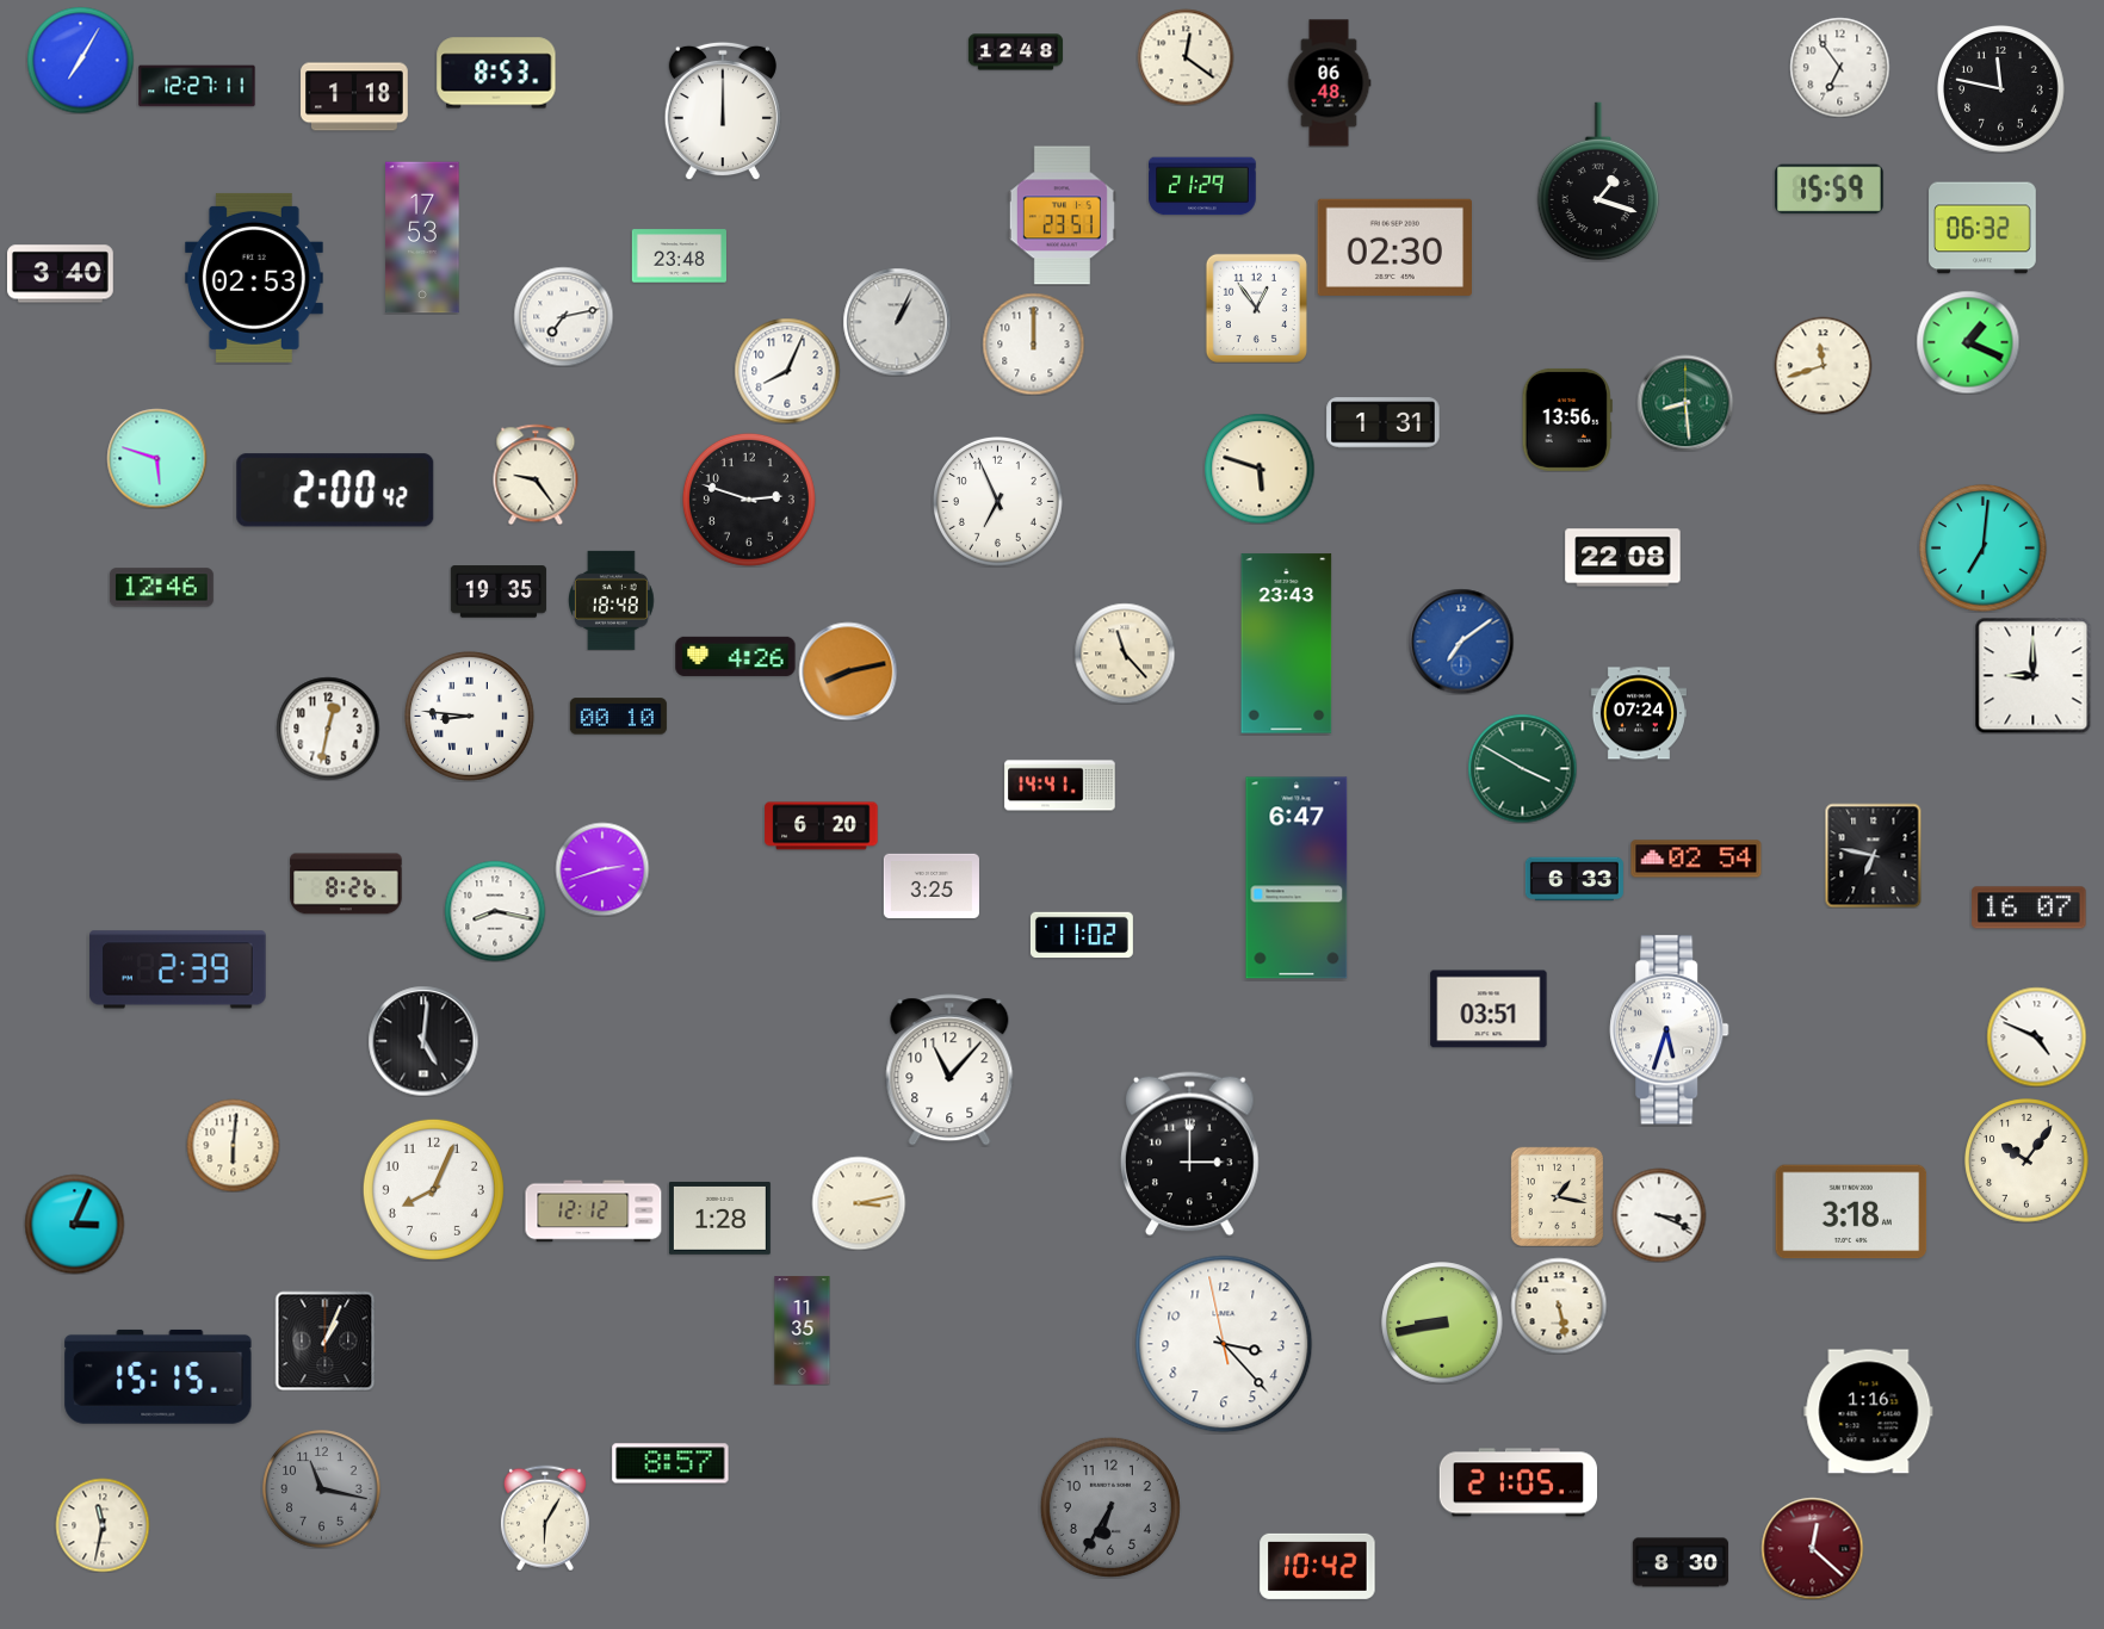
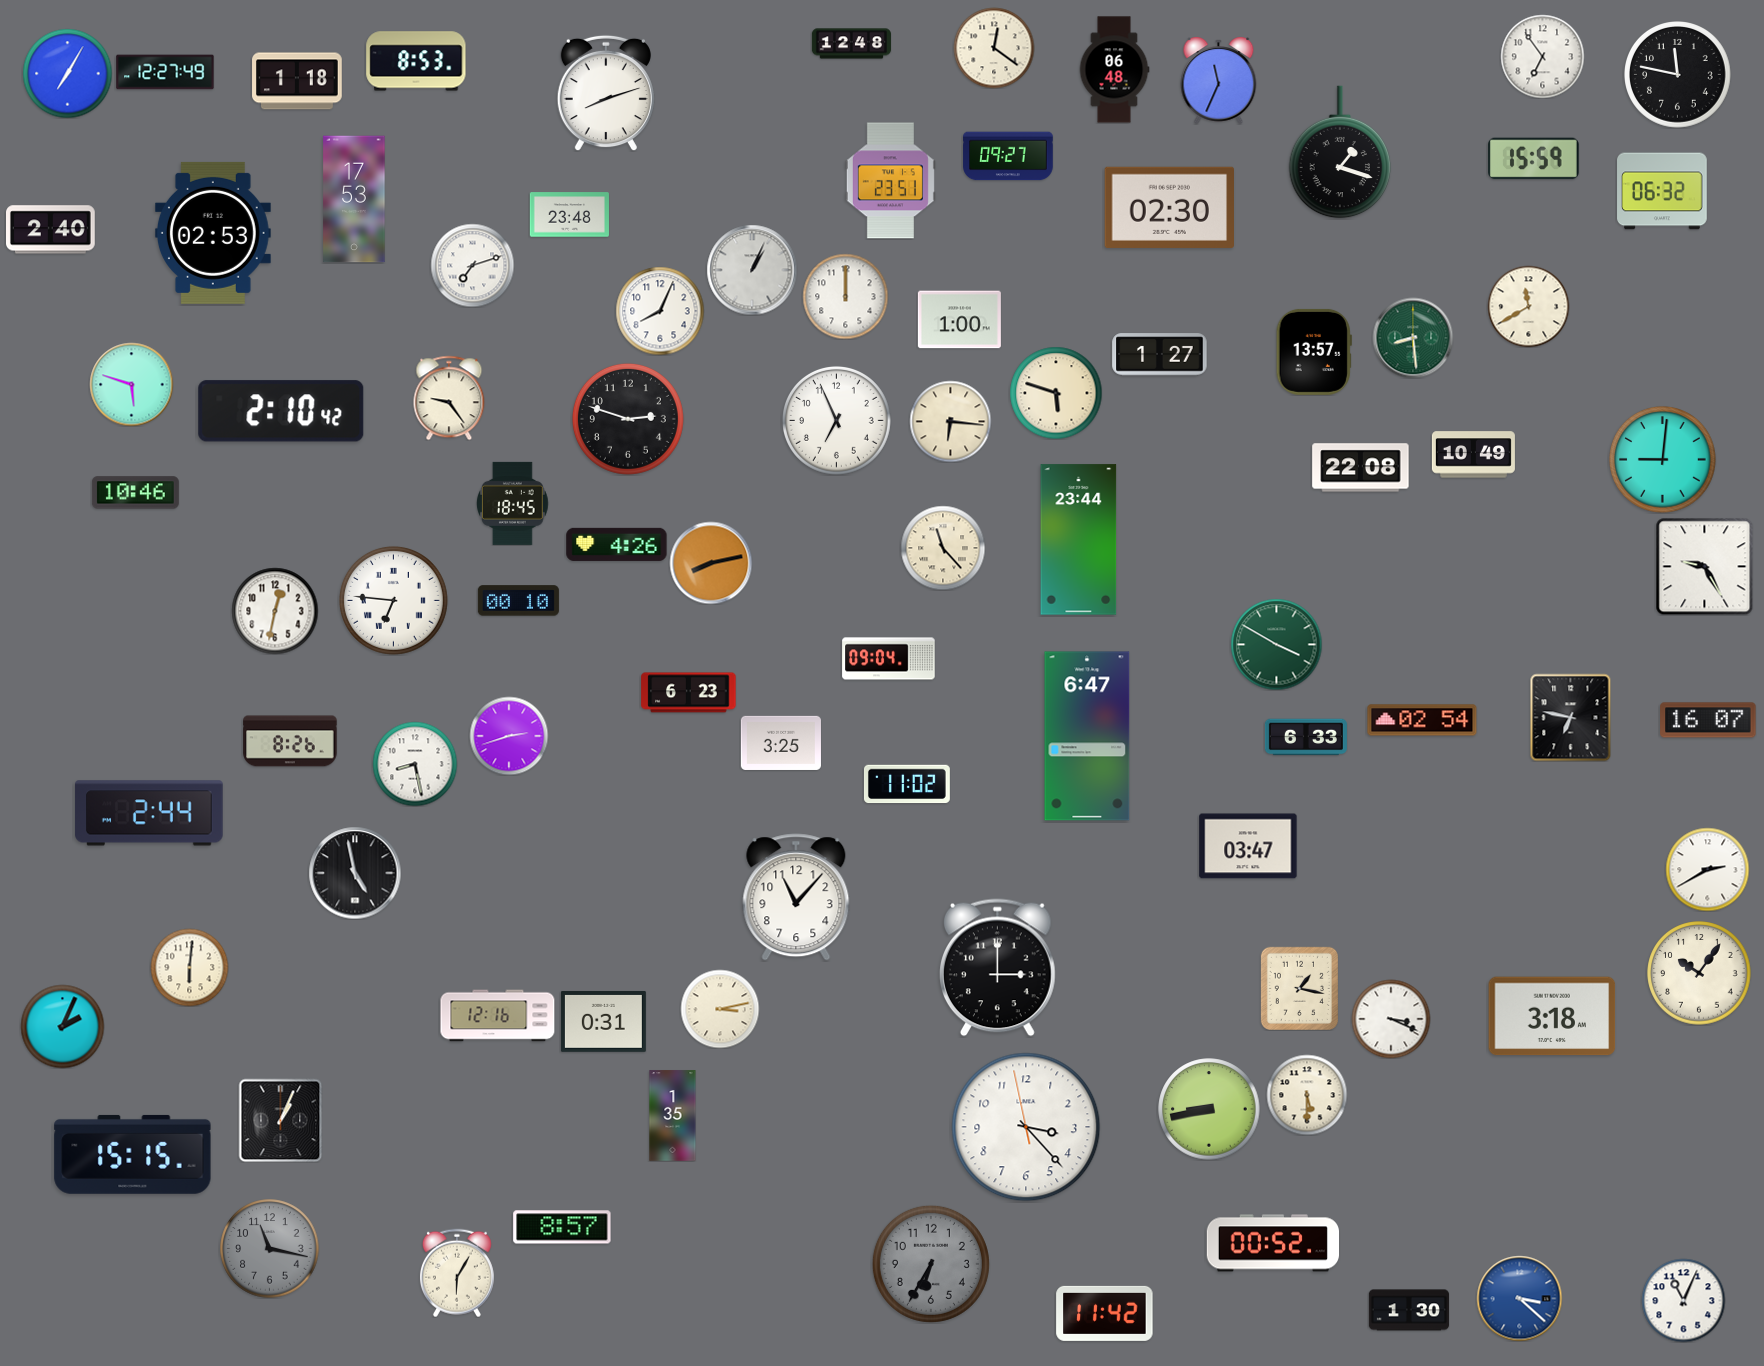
clock at (80, 60) position: (80, 60) -> (67, 73)
clock at (197, 86): 12:27:11 -> 12:27:49
clock at (1219, 80): none -> 11:34
clock at (723, 111): 12:00 -> 8:12
clock at (1202, 186): 21:29 -> 09:27
clock at (61, 274): 3:40 -> 2:40
clock at (1256, 308): 12:54 -> none
clock at (563, 316): 7:13 -> 7:12
clock at (1968, 342): 1:19 -> none
clock at (1033, 343) position: (1033, 343) -> (845, 296)
clock at (1823, 365): 11:42 -> 11:40
clock at (959, 320): none -> 1:00
clock at (1567, 420): 13:56 -> 13:57
clock at (1384, 423): 1:31 -> 1:27
clock at (335, 490): 2:00 -> 2:10
clock at (950, 421): none -> 6:16
clock at (1473, 455): none -> 10:49
clock at (1984, 549): 7:01 -> 9:01
clock at (161, 588): 12:46 -> 10:46
clock at (499, 591): 19:35 -> none
clock at (612, 600): 18:48 -> 18:45
clock at (1461, 642): 7:09 -> none
clock at (1287, 644): 23:43 -> 23:44
clock at (736, 656) position: (736, 656) -> (617, 544)
clock at (2032, 675): 9:00 -> 9:25
clock at (1639, 713): 07:24 -> none
clock at (469, 716): 8:46 -> 6:46
clock at (1060, 786): 14:41 -> 09:04
clock at (822, 826): 6:20 -> 6:23
clock at (602, 869) position: (602, 869) -> (509, 736)
clock at (1574, 879) position: (1574, 879) -> (1306, 737)
clock at (2029, 908) position: (2029, 908) -> (1708, 720)
clock at (495, 911): 8:17 -> 8:28
clock at (178, 970): 2:39 -> 2:44
clock at (1489, 1009): 03:51 -> 03:47
clock at (1670, 1030): 5:33 -> none
clock at (2036, 1036): 4:49 -> 2:40
clock at (423, 1041): 5:01 -> 4:58
clock at (233, 1145) position: (233, 1145) -> (189, 967)
clock at (433, 1189): 8:04 -> none
clock at (1557, 1196) position: (1557, 1196) -> (1299, 988)
clock at (594, 1212): 12:12 -> 12:16
clock at (719, 1218): 1:28 -> 0:31
clock at (74, 1224): 3:04 -> 2:04
clock at (1559, 1306): 5:28 -> 5:30
clock at (803, 1331): 11:35 -> 1:35
clock at (324, 1340) position: (324, 1340) -> (280, 1120)
clock at (1869, 1412): 1:16 -> none
clock at (1517, 1482): 21:05 -> 00:52
clock at (103, 1525): 11:32 -> none
clock at (1812, 1548): 12:22 -> 3:22
clock at (1812, 1548) dial: burgundy -> blue
clock at (1683, 1300): none -> 11:04
clock at (1681, 1562): 8:30 -> 1:30
clock at (1318, 1566): 10:42 -> 11:42
